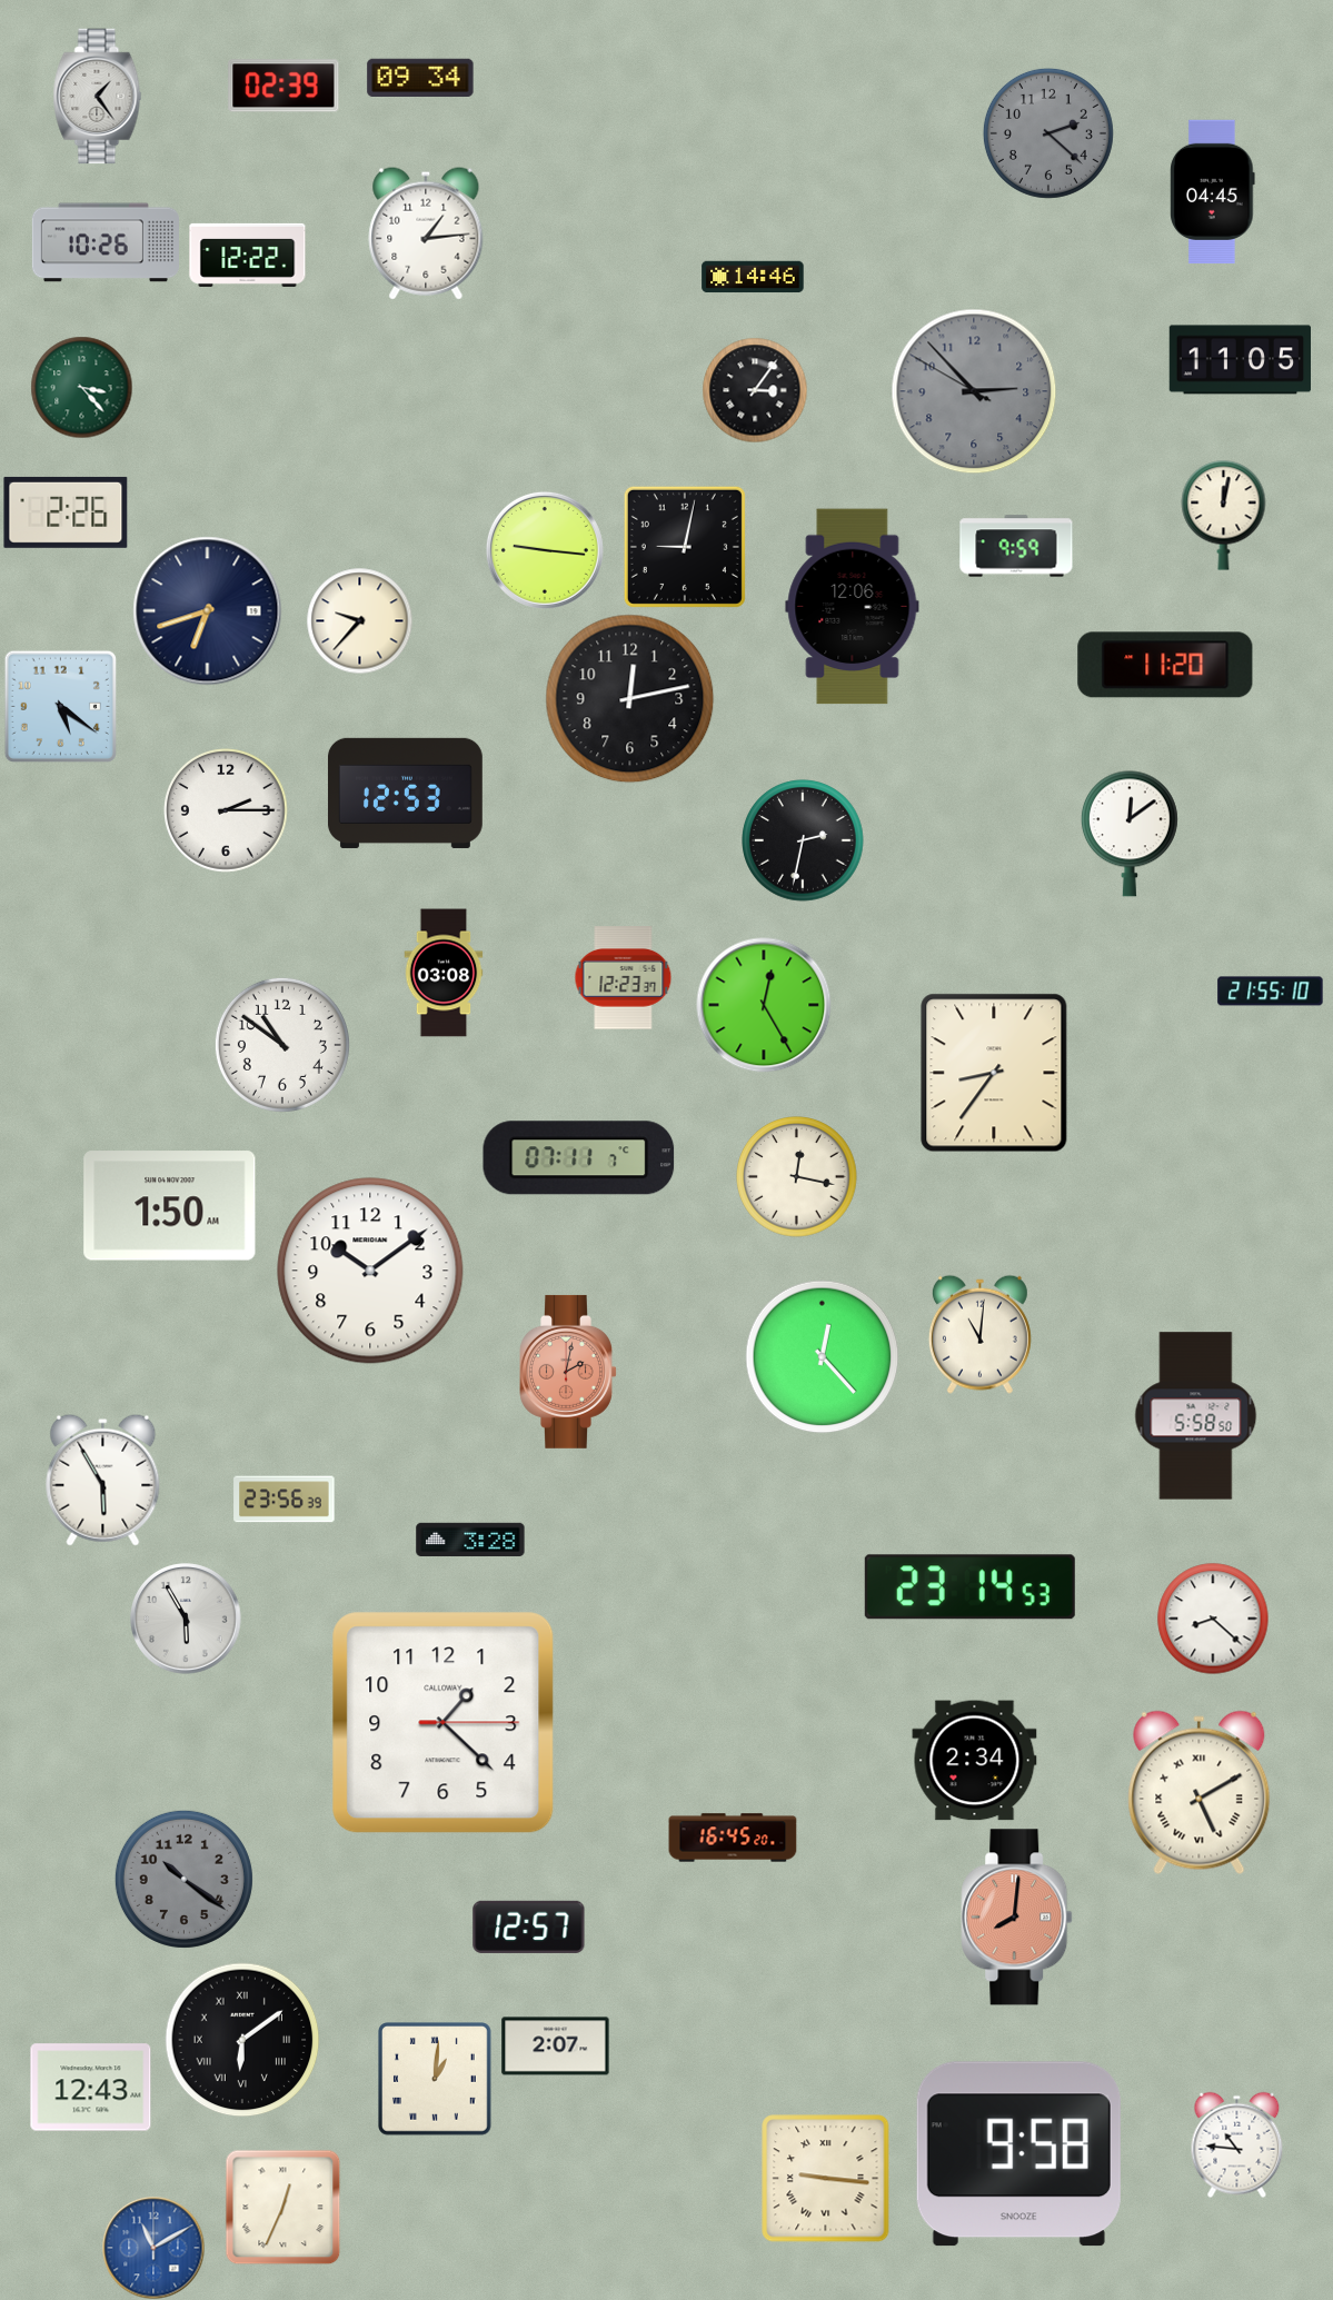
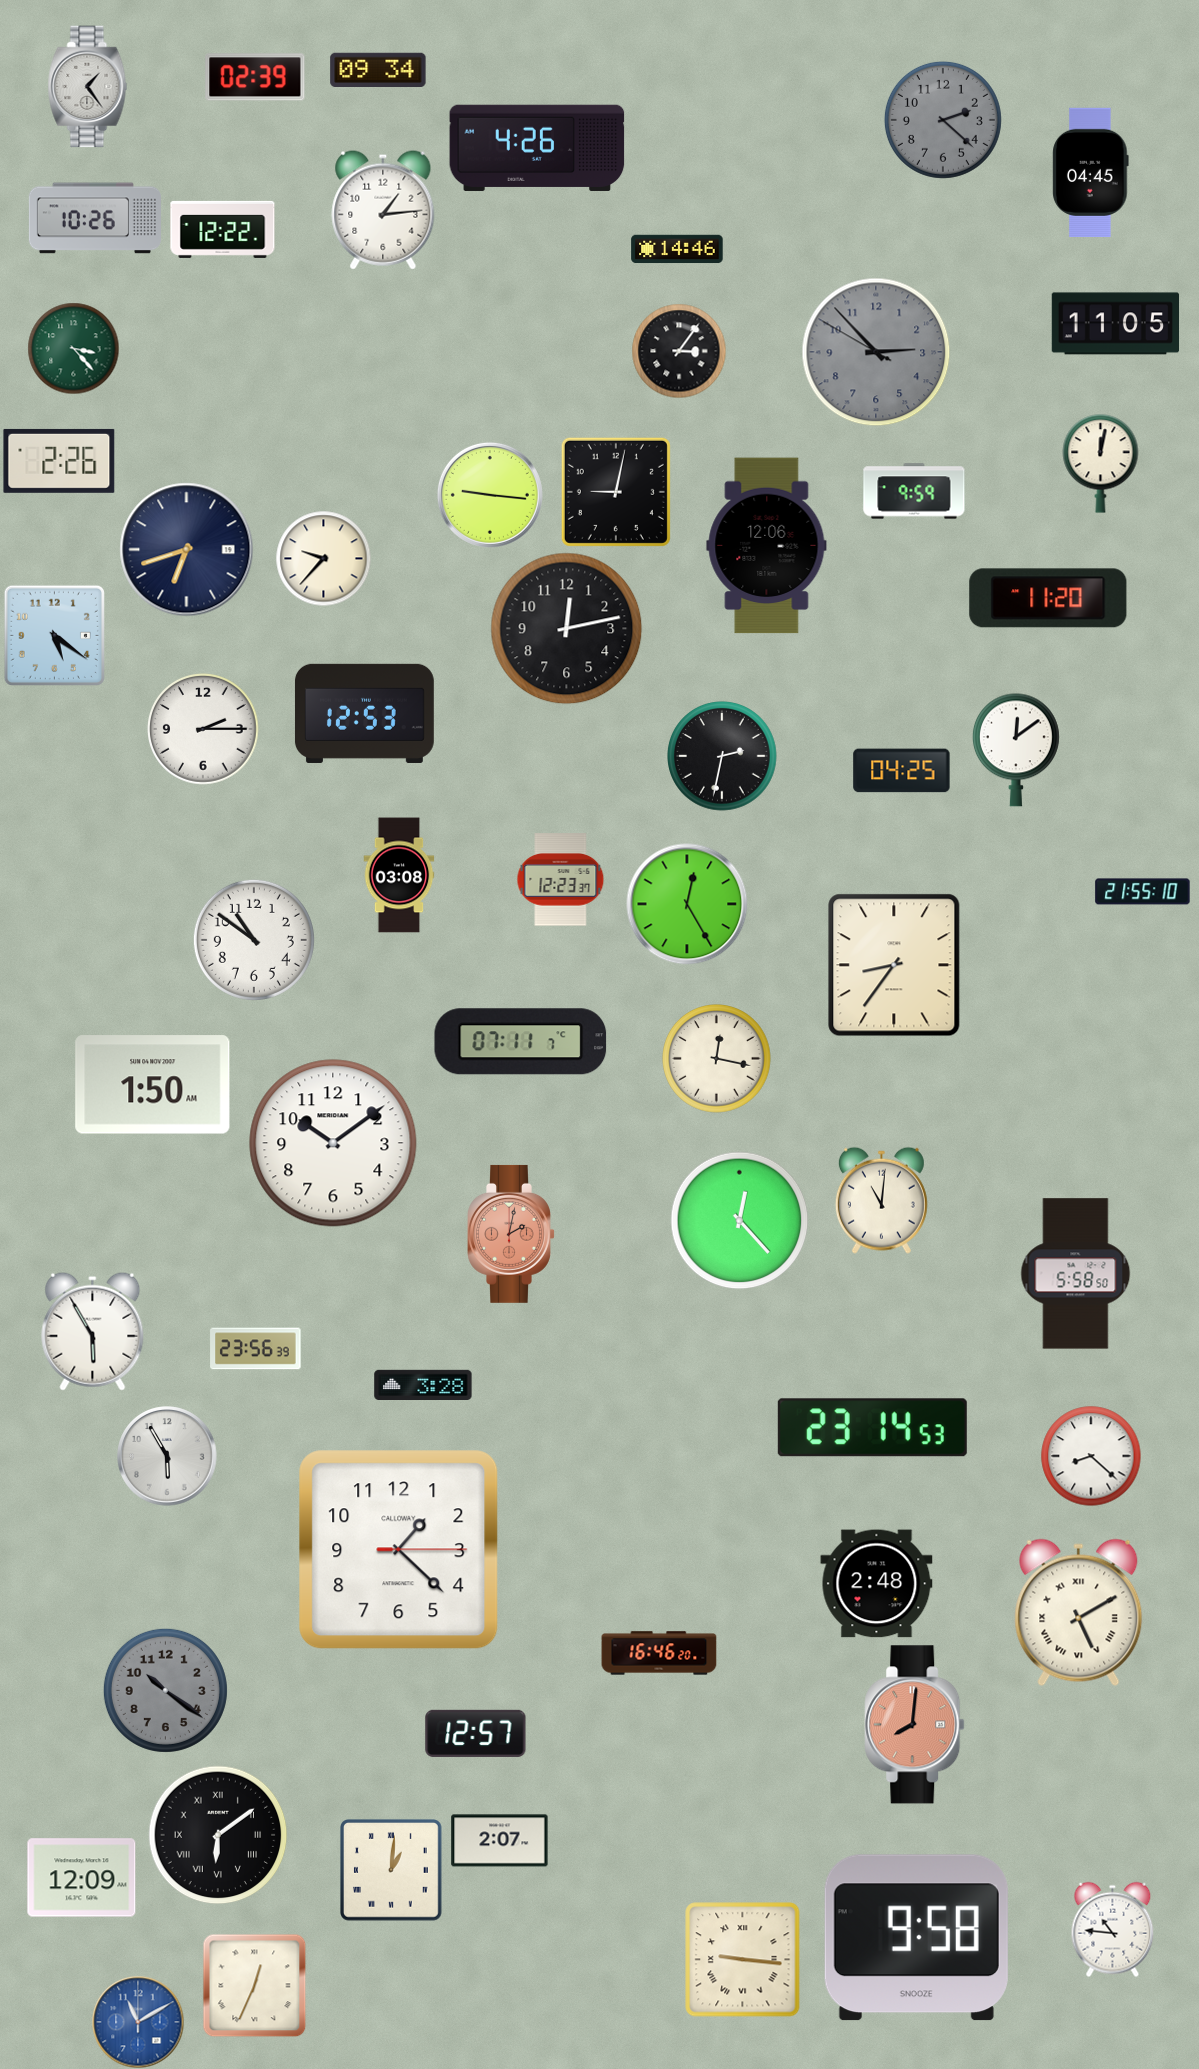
clock at (537, 148): none -> 4:26
clock at (902, 771): none -> 04:25
clock at (975, 1761): 2:34 -> 2:48
clock at (733, 1838): 16:45 -> 16:46
clock at (91, 2088): 12:43 -> 12:09
